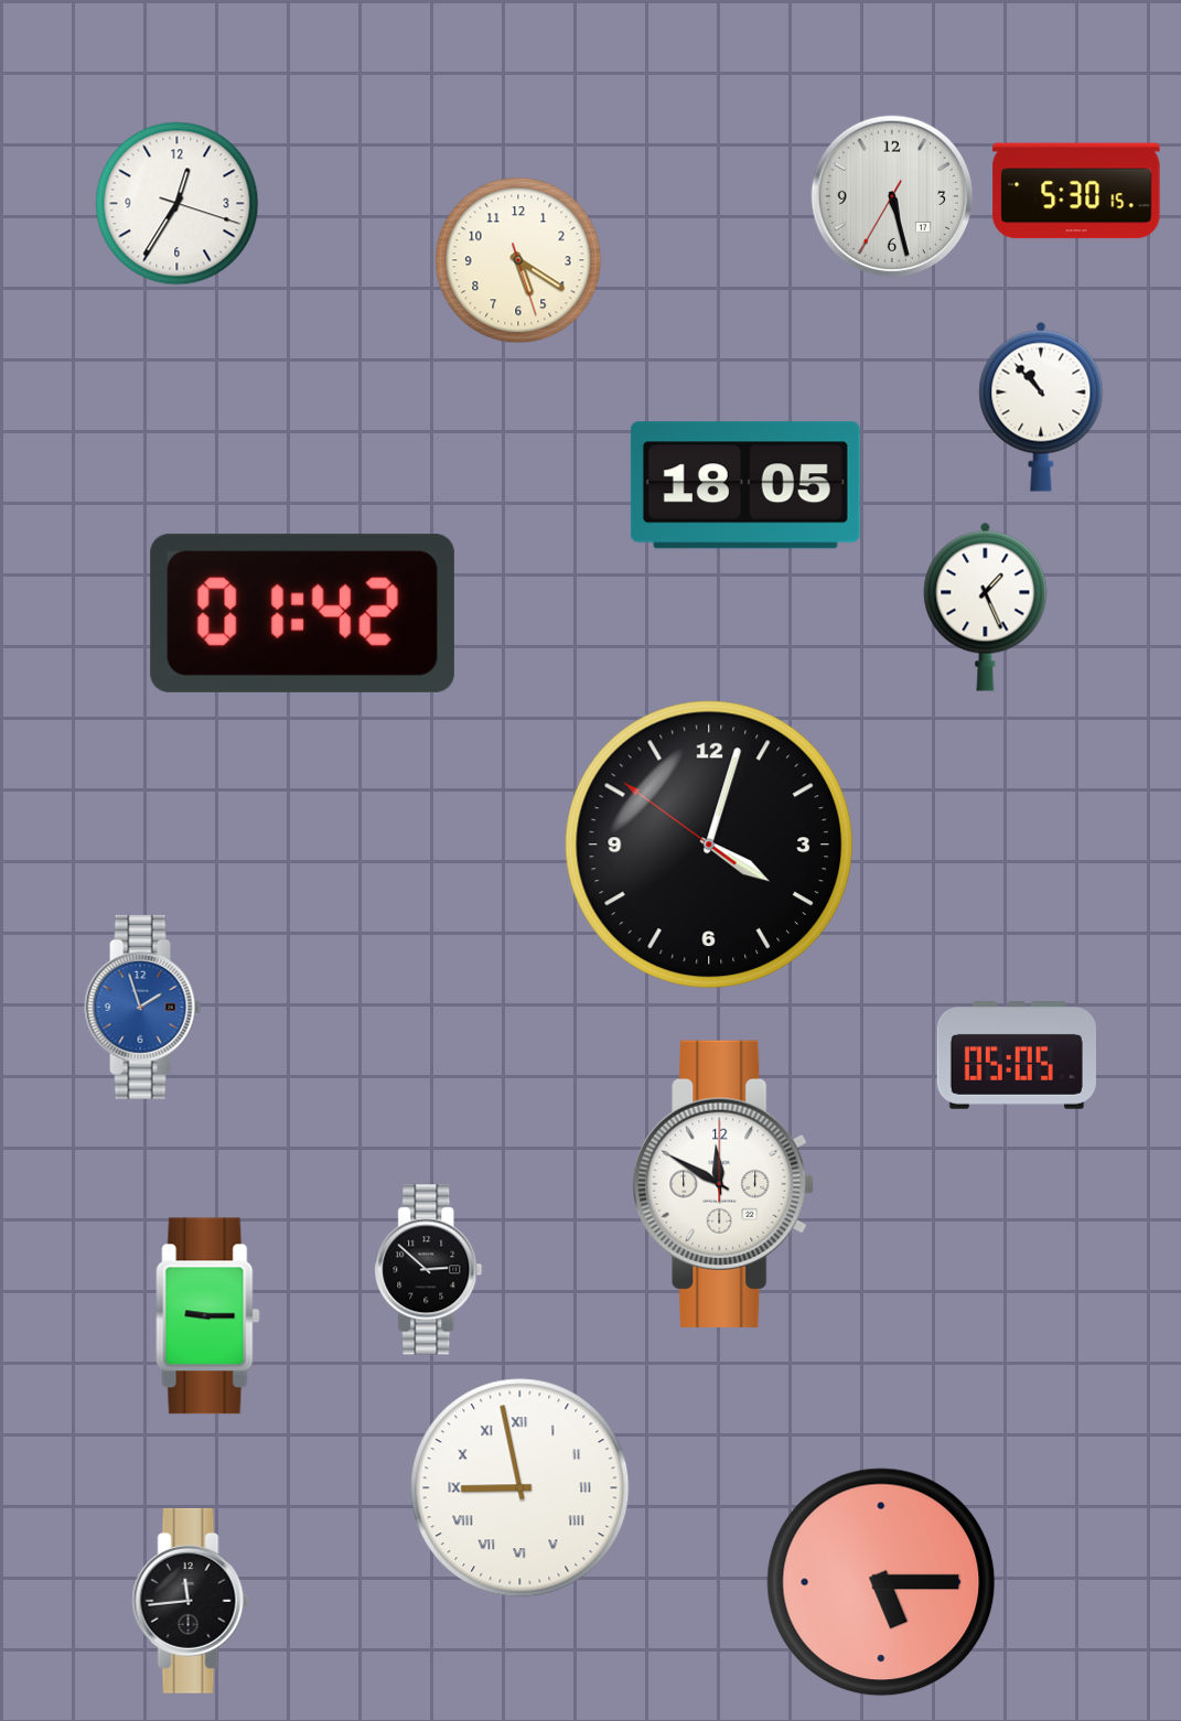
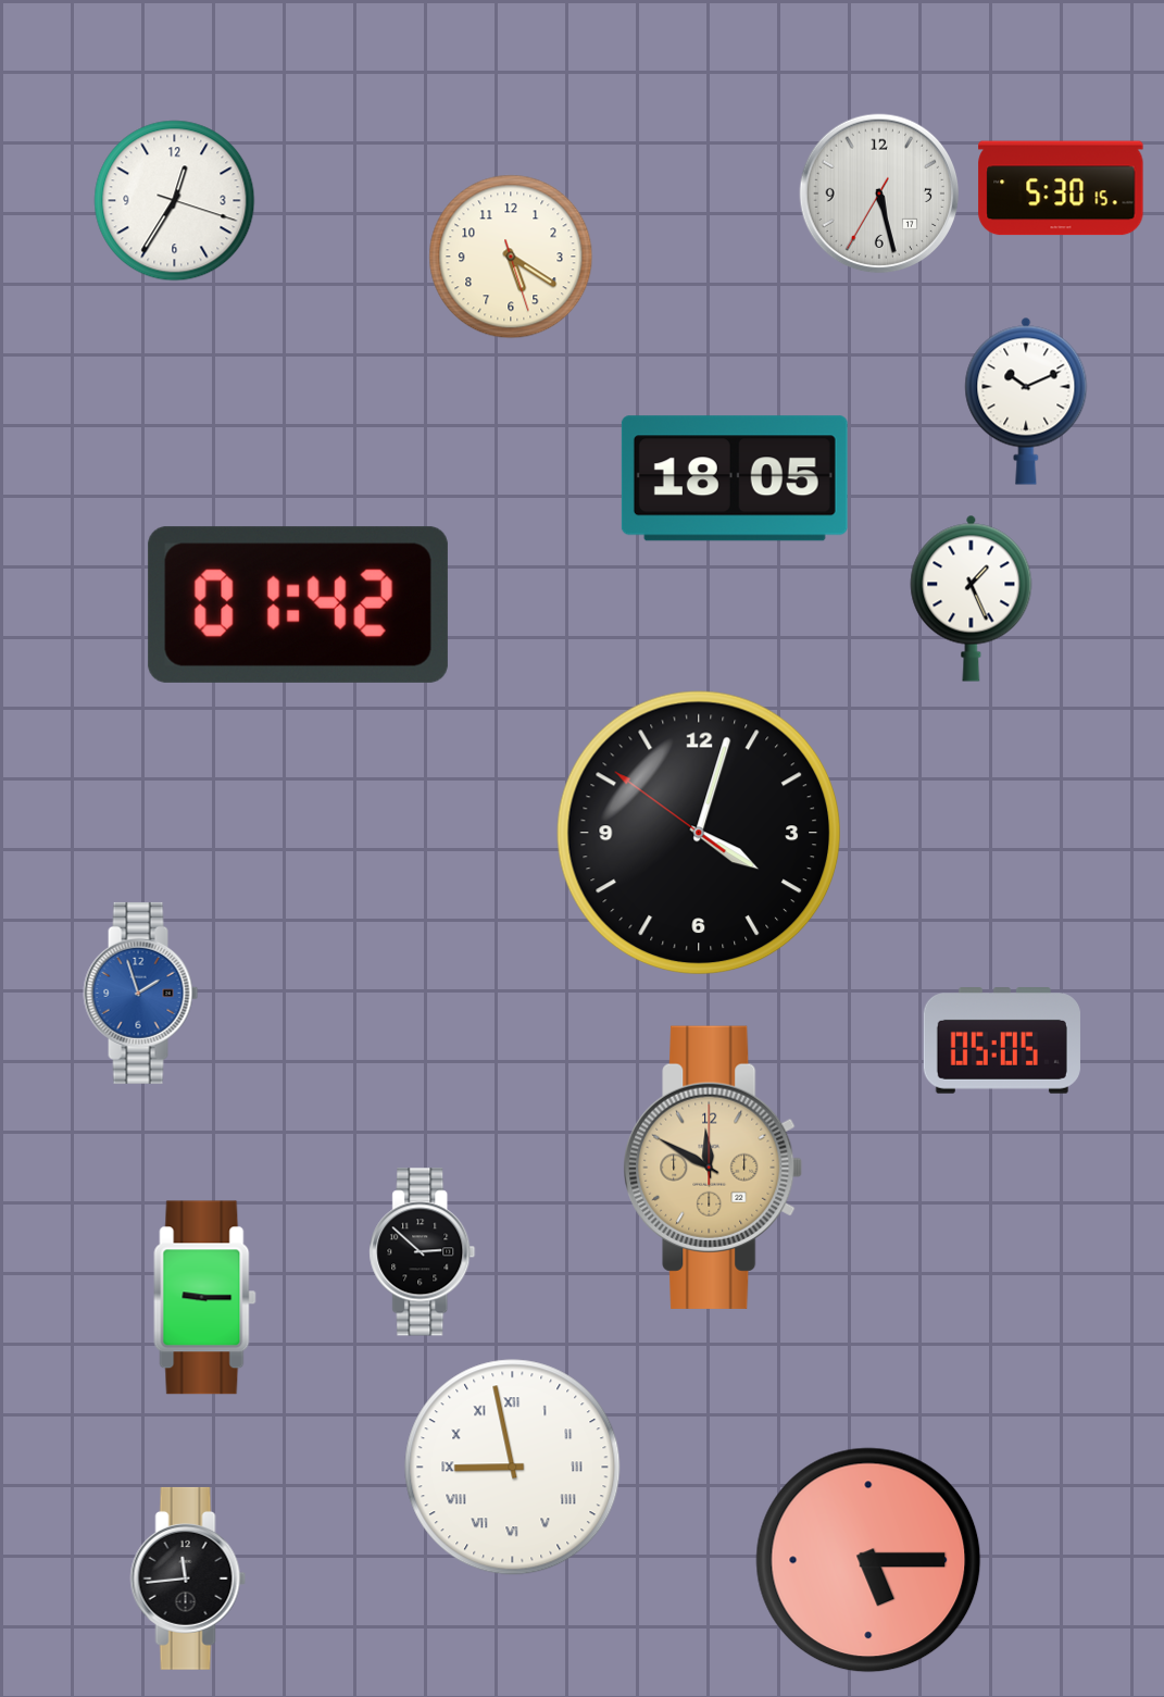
clock at (1041, 407): 10:53 -> 10:11
clock at (723, 1184) dial: white -> champagne
